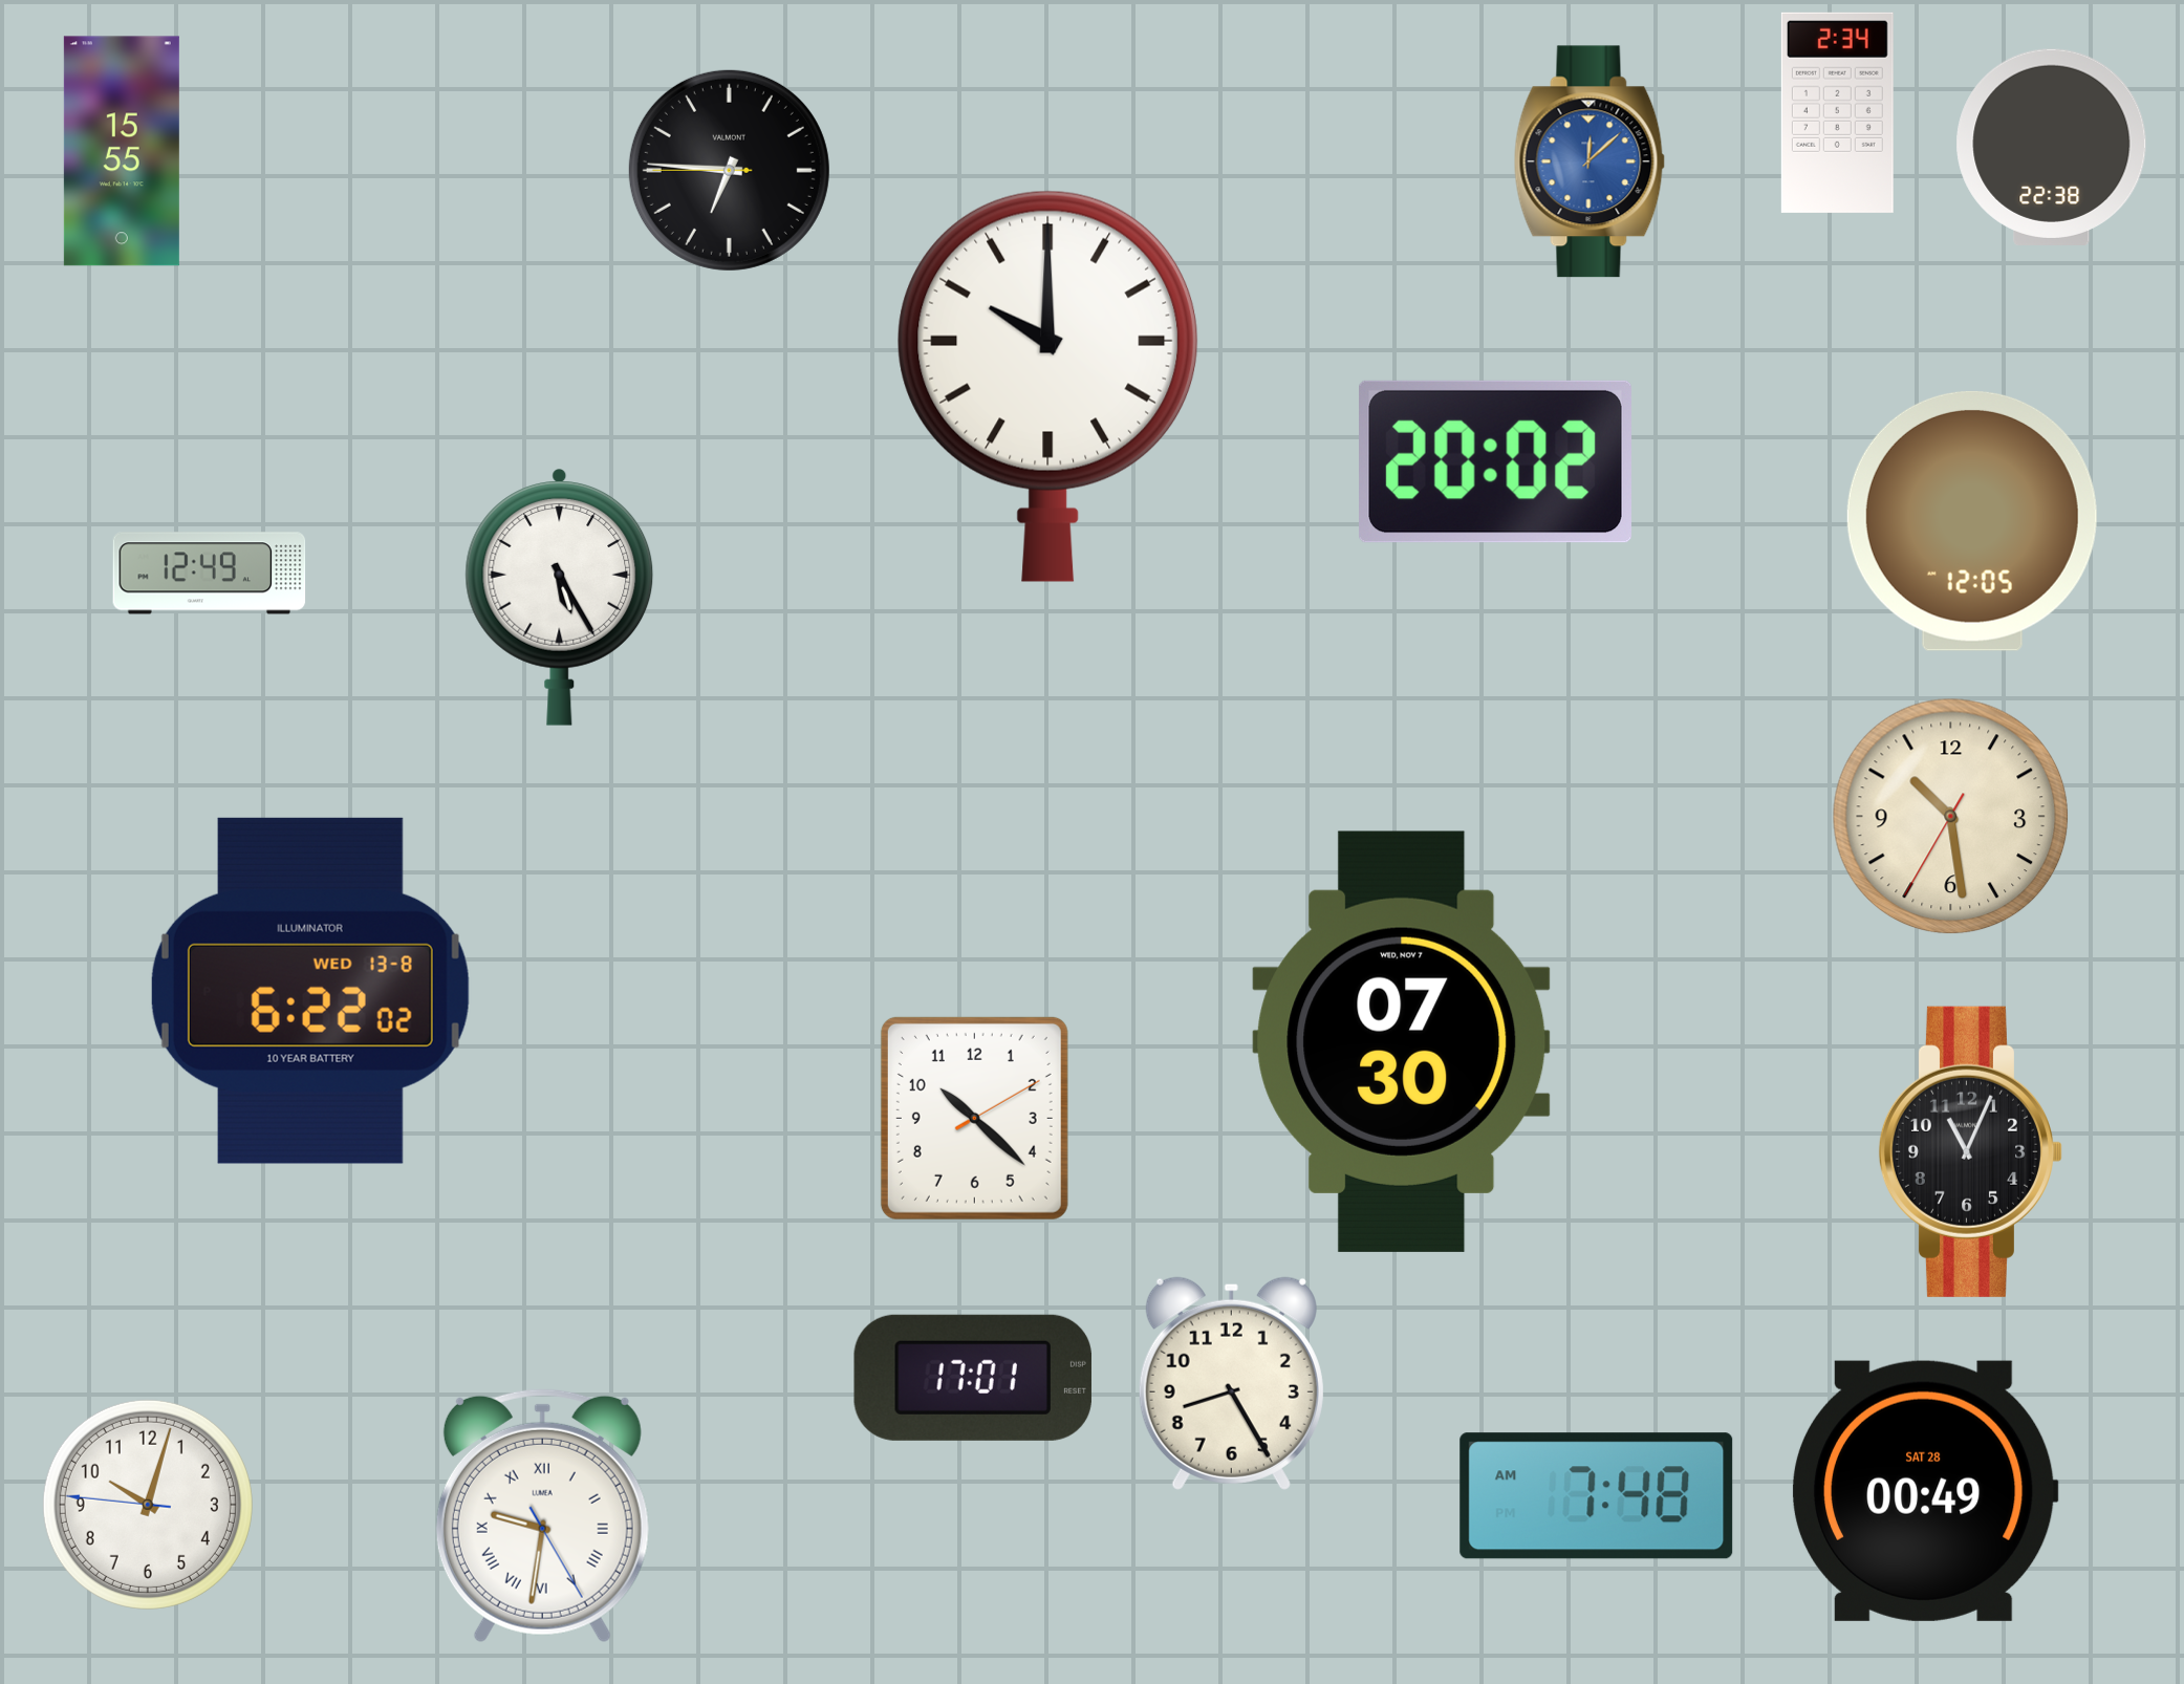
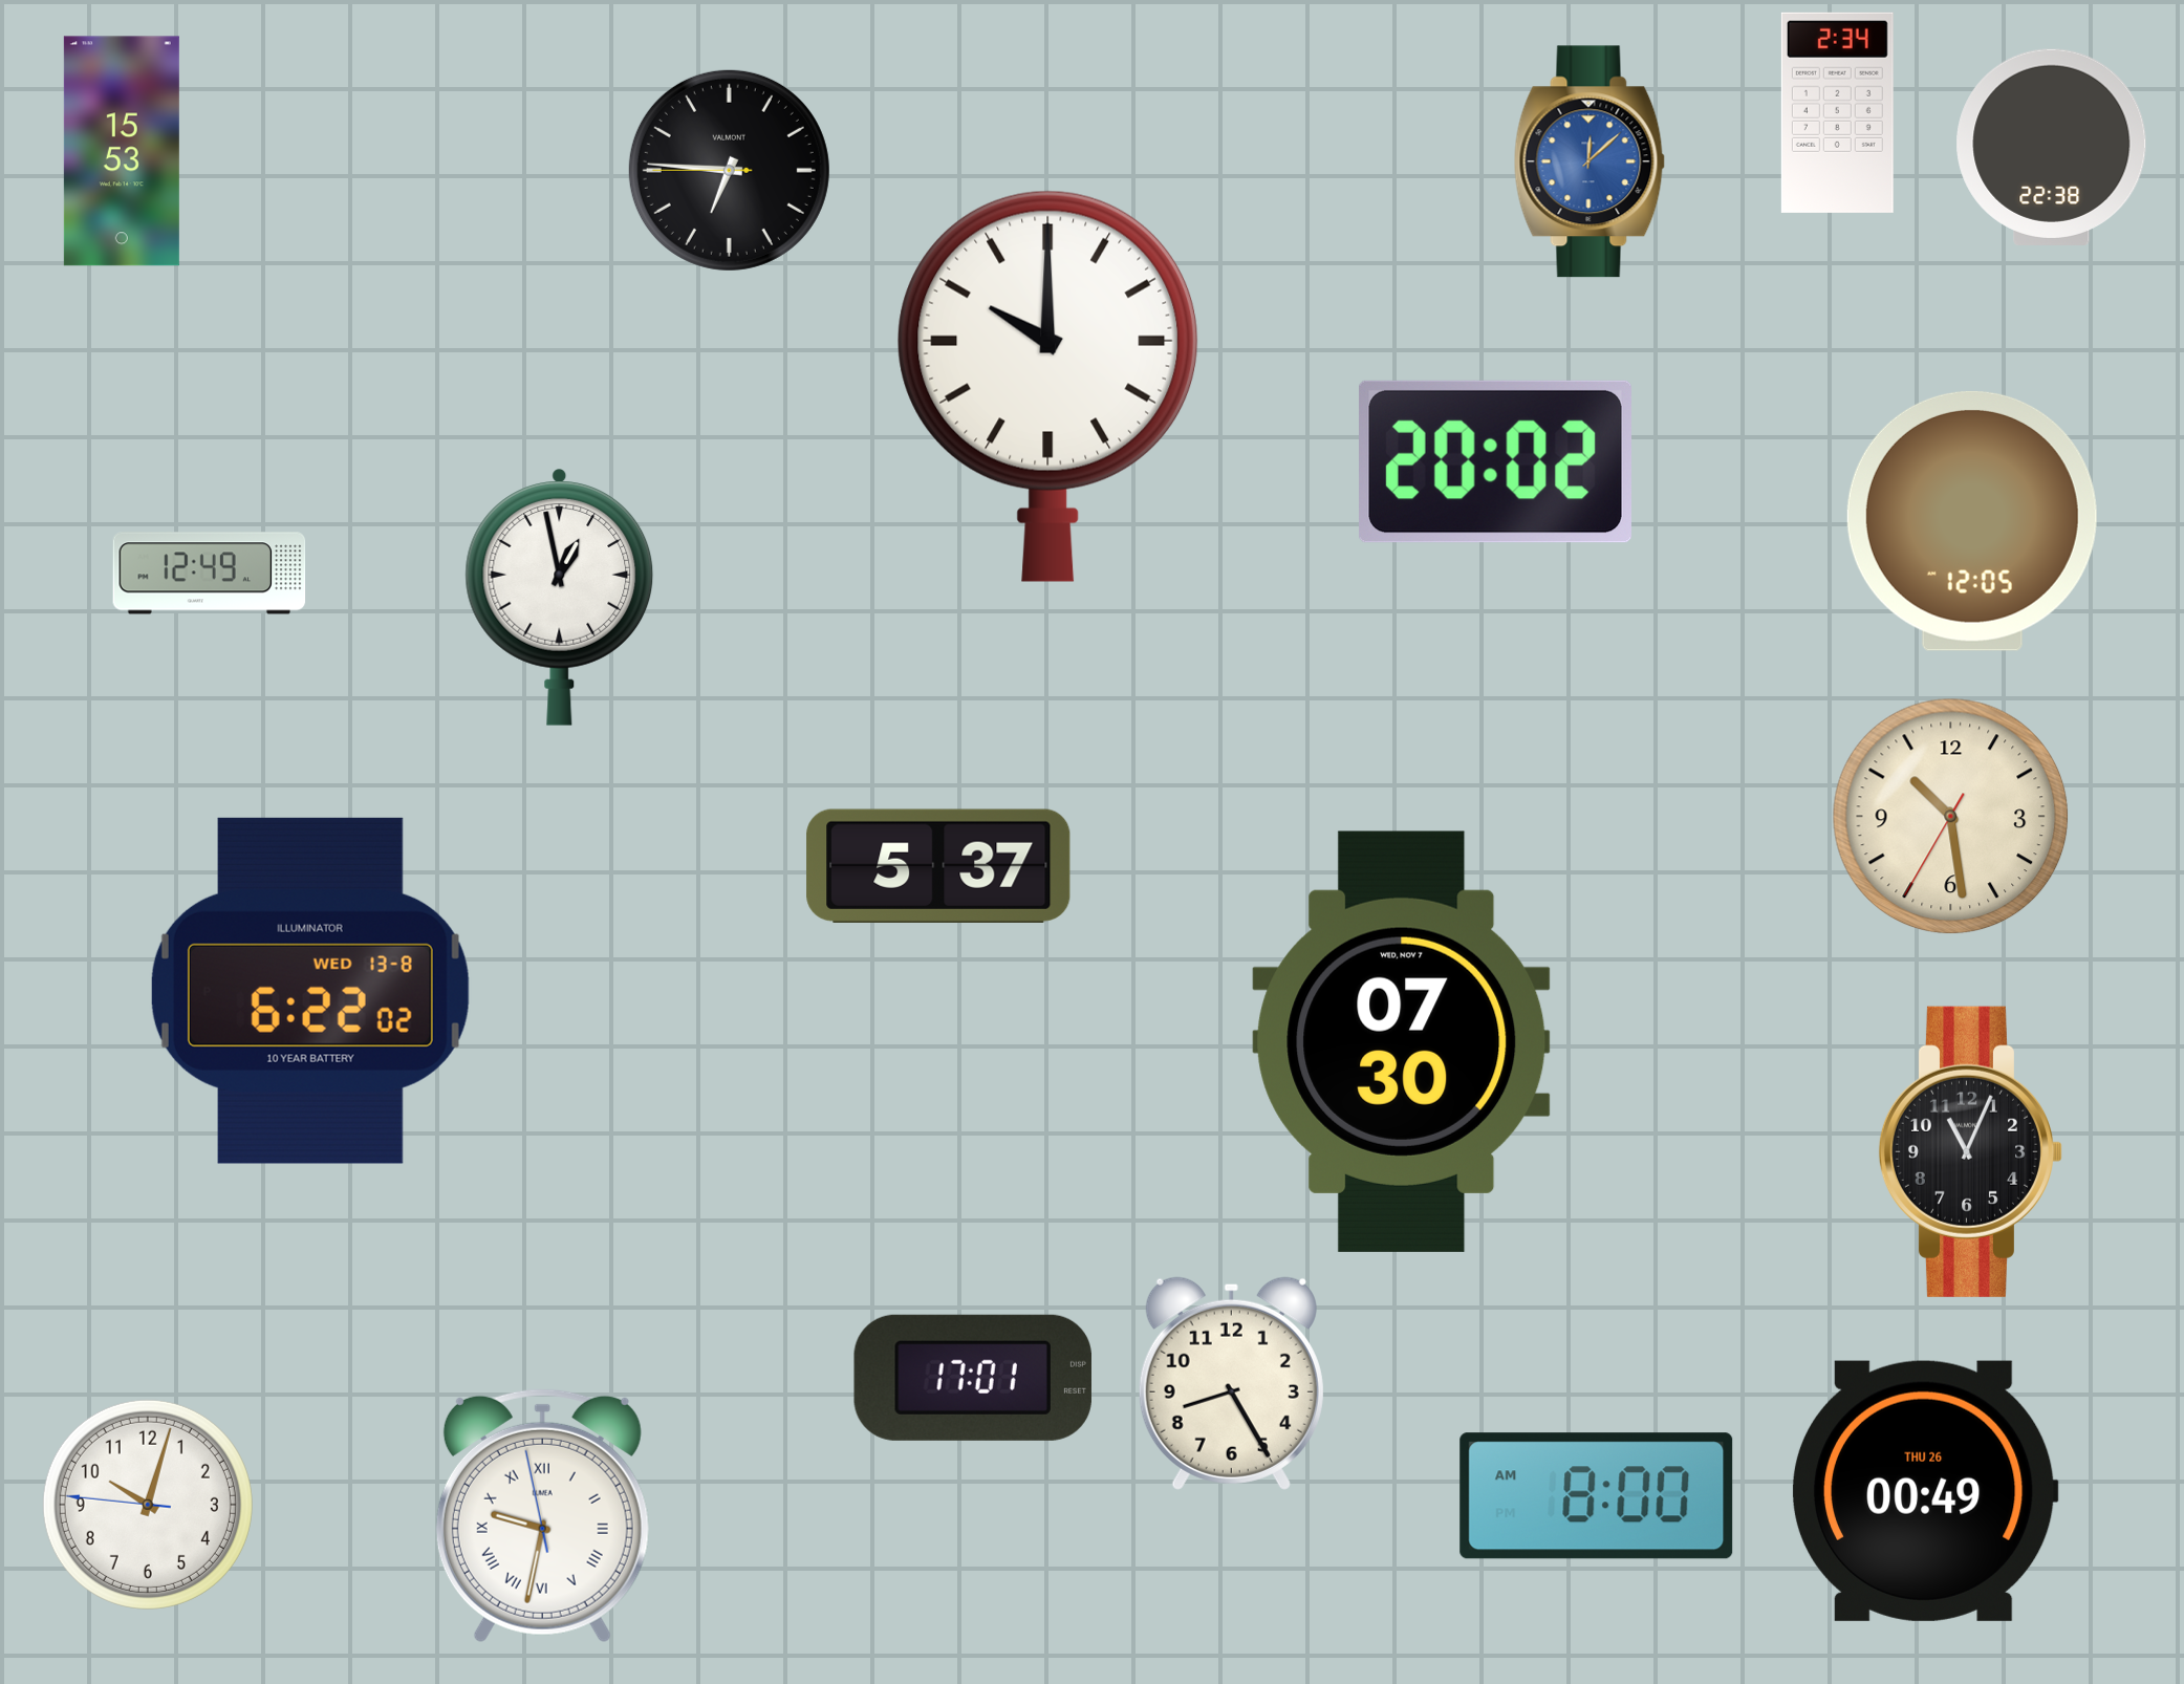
clock at (122, 151): 15:55 -> 15:53
clock at (560, 597): 5:25 -> 12:58
clock at (938, 866): none -> 5:37
clock at (974, 1118): 10:22 -> none
clock at (1925, 1491) date: SAT 28 -> THU 26
clock at (1597, 1496): 7:48 -> 8:00
clock at (542, 1515): 9:31:25 -> 9:31:58
